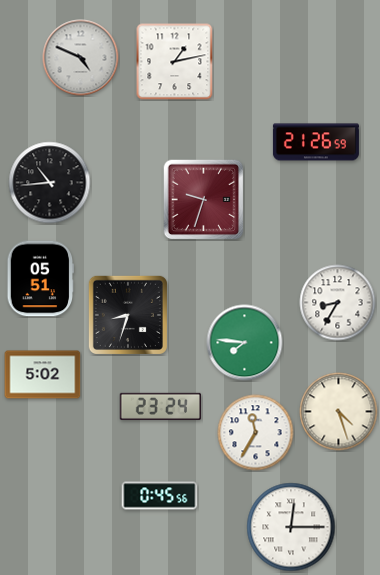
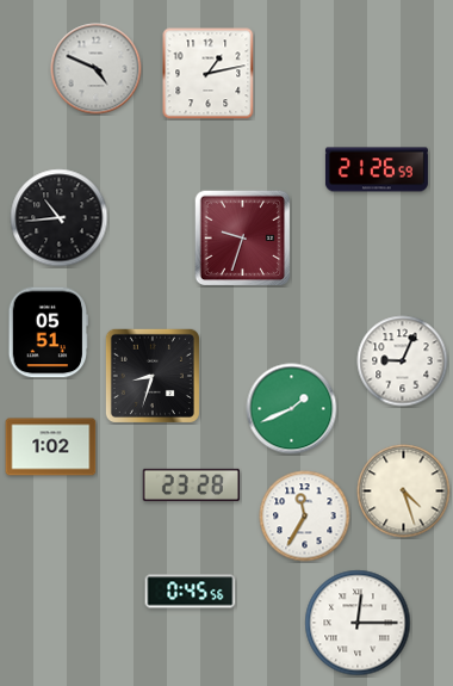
clock at (338, 303): 8:35 -> 9:04
clock at (245, 343): 7:46 -> 1:41
clock at (43, 375): 5:02 -> 1:02
clock at (161, 406): 23:24 -> 23:28
clock at (291, 527) position: (291, 527) -> (358, 623)
